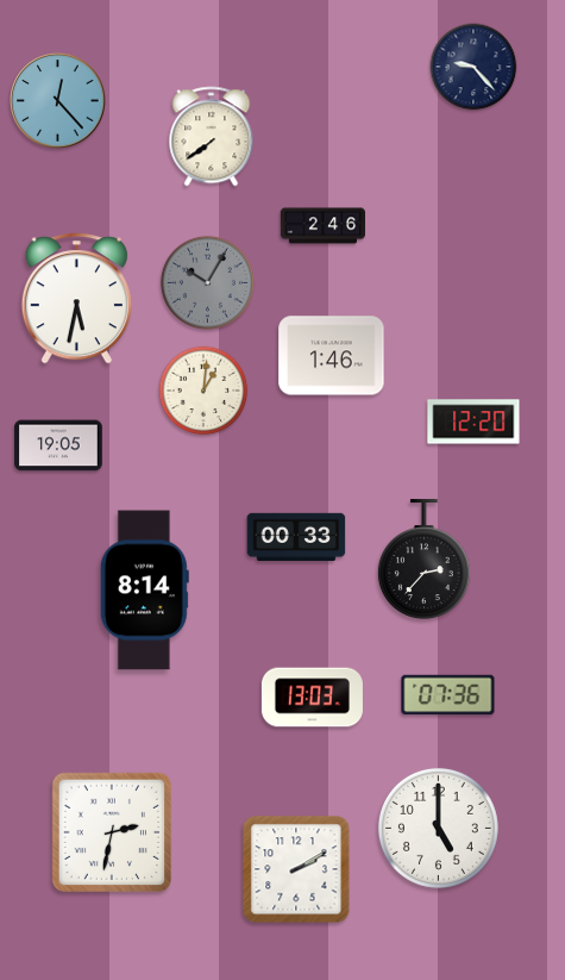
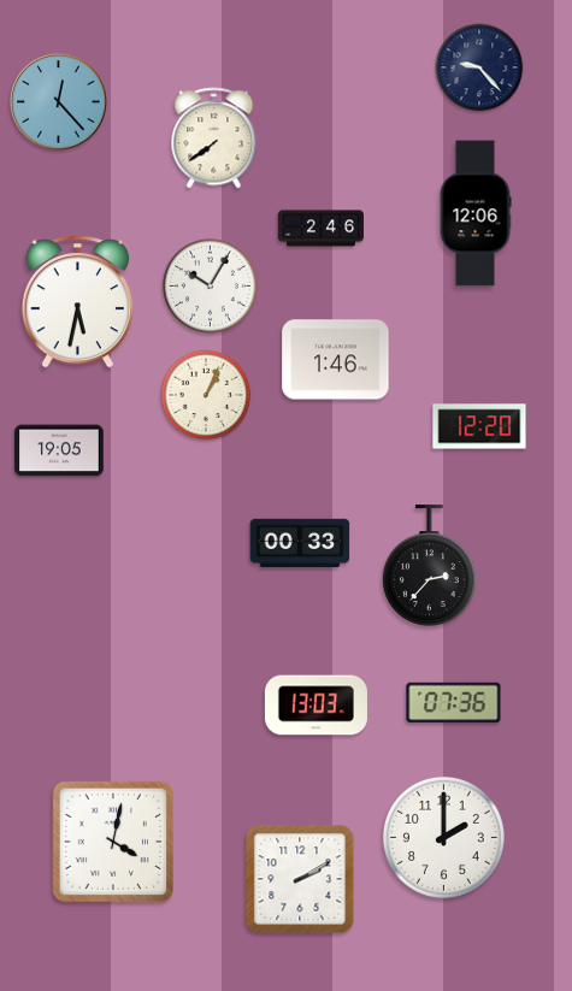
clock at (476, 213): none -> 12:06
clock at (322, 226) position: (322, 226) -> (320, 229)
clock at (207, 282) dial: grey -> white
clock at (203, 391): 1:01 -> 1:04
clock at (144, 591): 8:14 -> none
clock at (438, 828): 5:00 -> 2:00
clock at (111, 831): 2:32 -> 4:02
